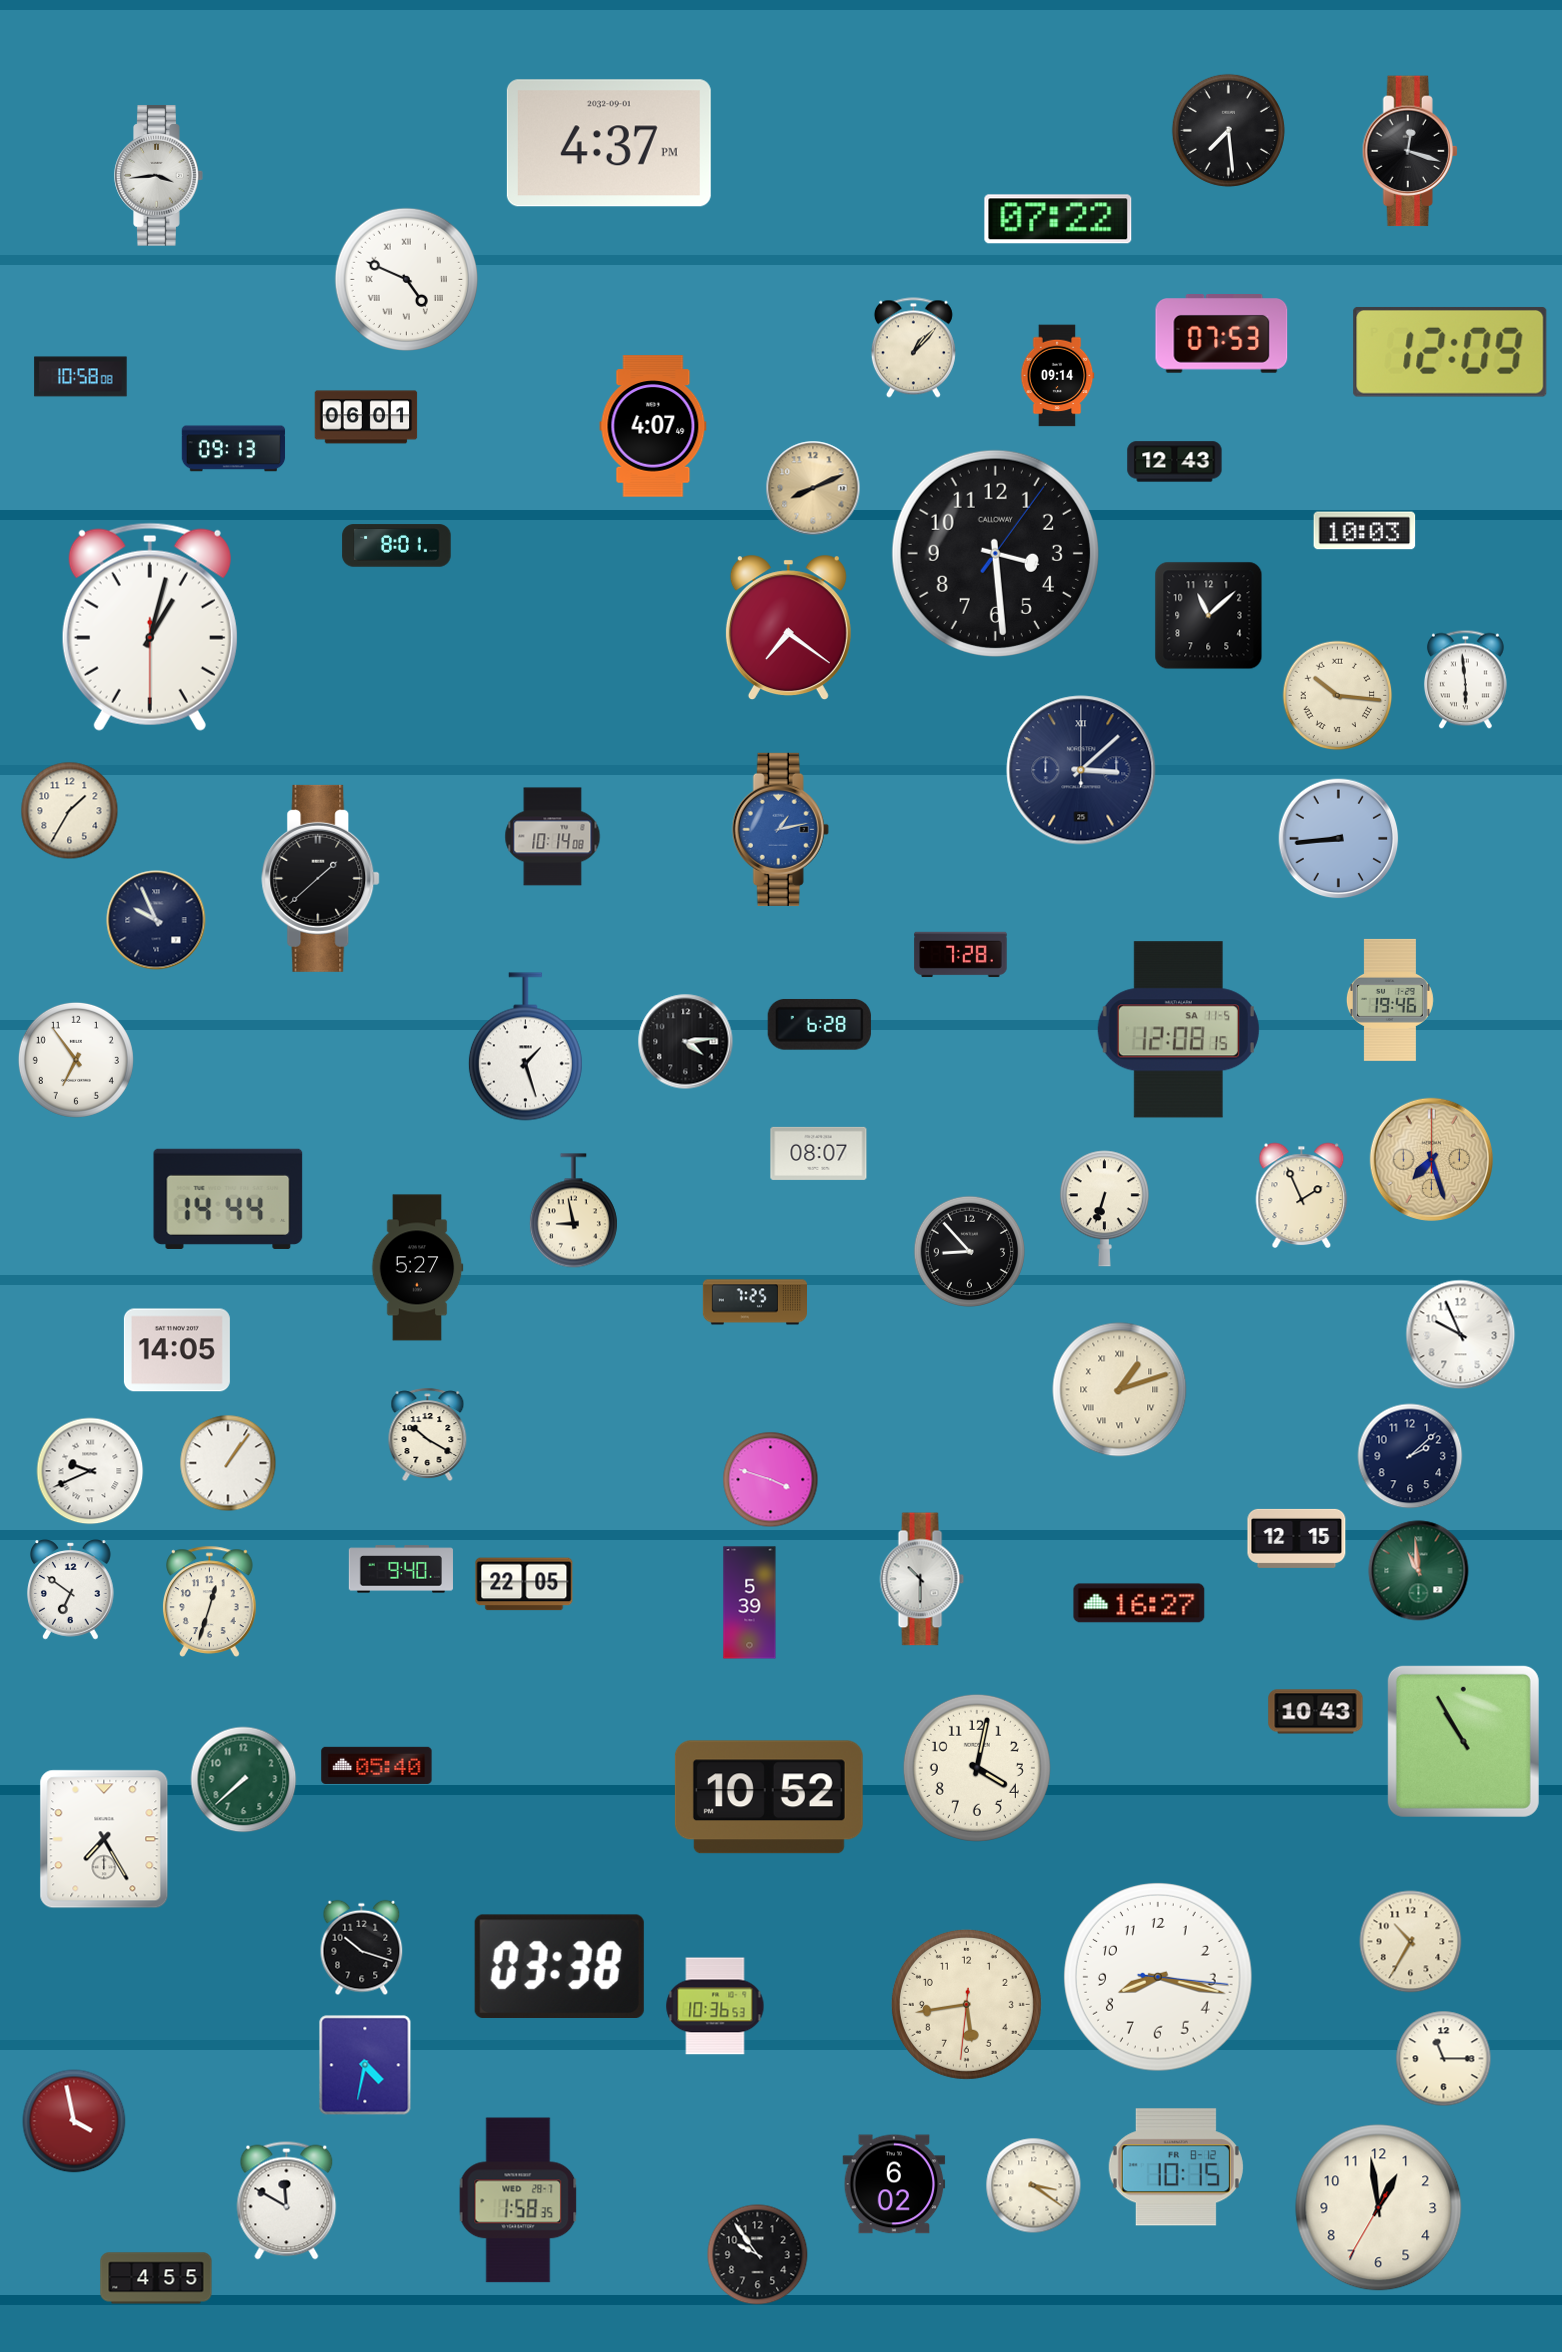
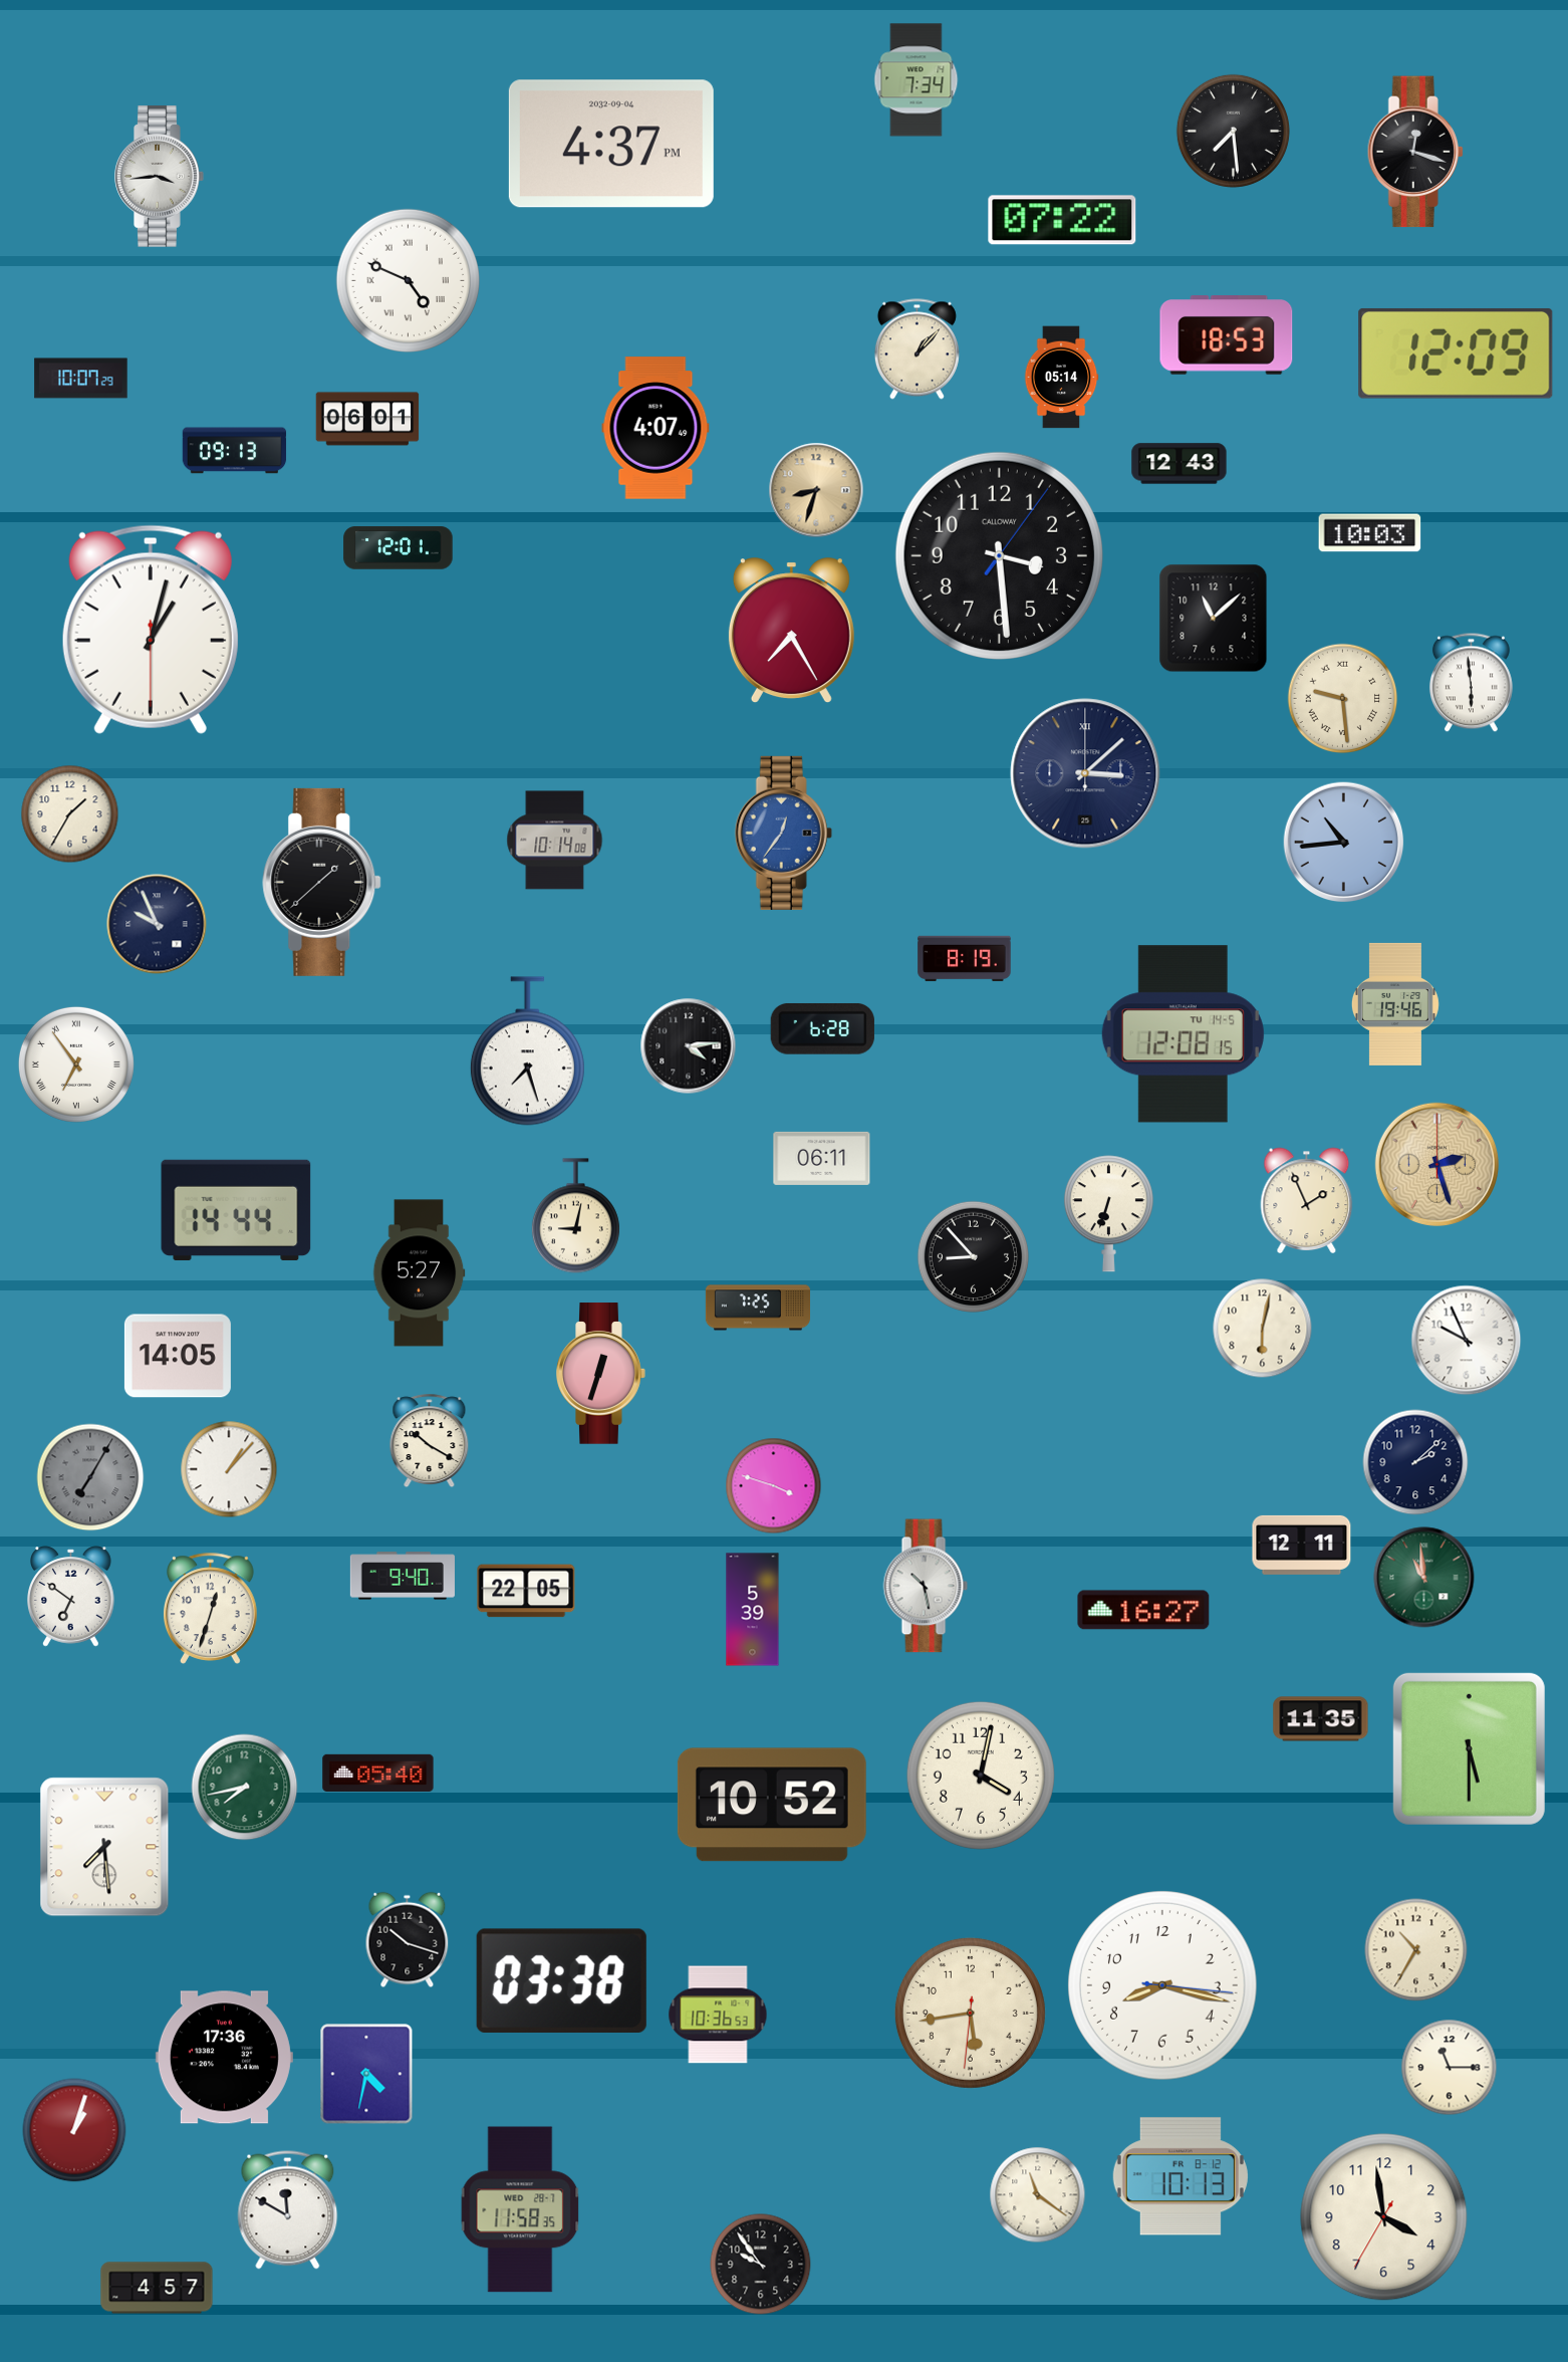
clock at (917, 80): none -> 7:34
clock at (609, 143) date: 2032-09-01 -> 2032-09-04
clock at (1222, 334): 07:53 -> 18:53
clock at (1057, 376): 09:14 -> 05:14
clock at (81, 377): 10:58 -> 10:07
clock at (813, 488): 8:11 -> 8:33
clock at (397, 546): 8:01 -> 12:01
clock at (788, 628): 7:21 -> 7:25
clock at (1338, 696): 10:16 -> 9:29
clock at (780, 829): 1:13 -> 12:36
clock at (1339, 839): 8:44 -> 10:44
clock at (961, 955): 7:28 -> 8:19
clock at (1178, 1030) date: SA 11-5 -> TU 14-5
clock at (525, 1047): 1:27 -> 7:27
clock at (76, 1060) numerals: Arabic -> Roman
clock at (819, 1153): 08:07 -> 06:11
clock at (1431, 1159): 7:27 -> 2:27
clock at (228, 1199) position: (228, 1199) -> (236, 1210)
clock at (573, 1211): 8:58 -> 9:02
clock at (1263, 1329): none -> 6:02
clock at (601, 1374): none -> 12:33
clock at (1120, 1390): 1:12 -> none
clock at (228, 1463): 1:06 -> 1:07
clock at (90, 1471): 9:41 -> 7:05
clock at (90, 1471) dial: white -> grey
clock at (1297, 1538): 12:15 -> 12:11
clock at (922, 1579): 10:30 -> 10:28
clock at (1316, 1712): 10:43 -> 11:35
clock at (1463, 1741): 10:55 -> 5:30
clock at (244, 1780): 7:38 -> 7:43
clock at (104, 1839): 7:25 -> 7:29
clock at (362, 1948) position: (362, 1948) -> (408, 1940)
clock at (559, 1966) position: (559, 1966) -> (561, 1980)
clock at (224, 2058): none -> 17:36
clock at (74, 2121): 3:58 -> 1:03
clock at (1176, 2167): 10:15 -> 10:13
clock at (894, 2184): 6:02 -> none
clock at (1034, 2186): 3:21 -> 11:21
clock at (518, 2200): 1:58 -> 11:58
clock at (1379, 2208): 12:58 -> 3:58
clock at (156, 2278): 4:55 -> 4:57
